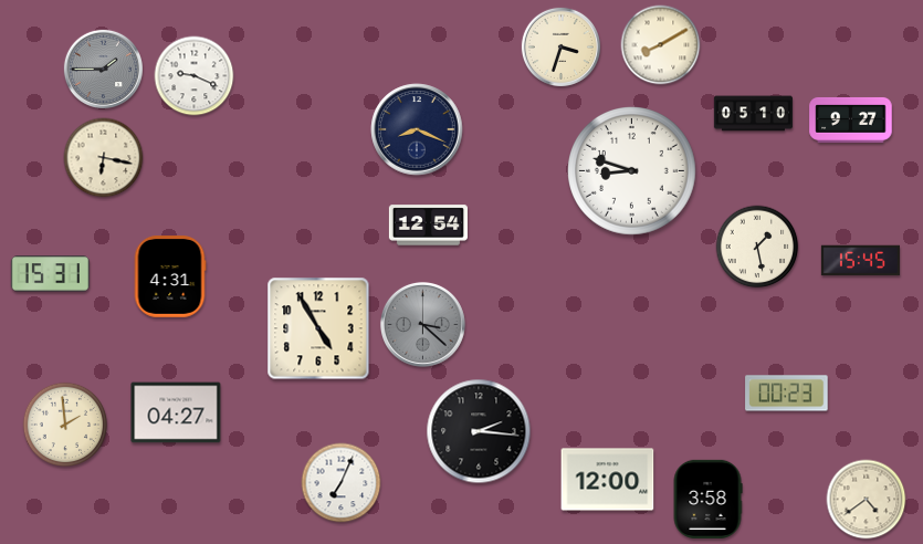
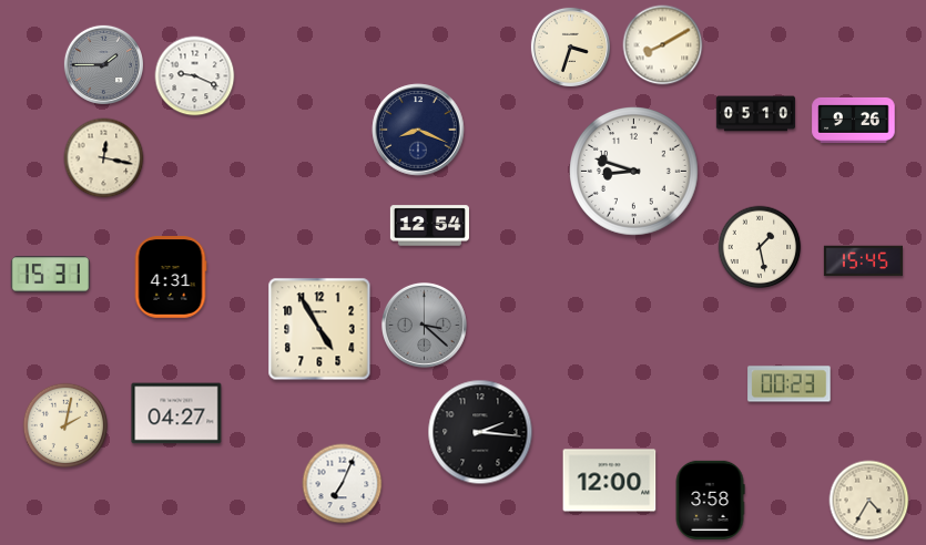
clock at (560, 46) position: (560, 46) -> (570, 47)
clock at (103, 69) position: (103, 69) -> (103, 64)
clock at (851, 119): 9:27 -> 9:26
clock at (104, 158): 6:17 -> 12:17
clock at (787, 394) position: (787, 394) -> (790, 384)
clock at (65, 425): 1:59 -> 2:02
clock at (867, 500): 4:39 -> 4:35
